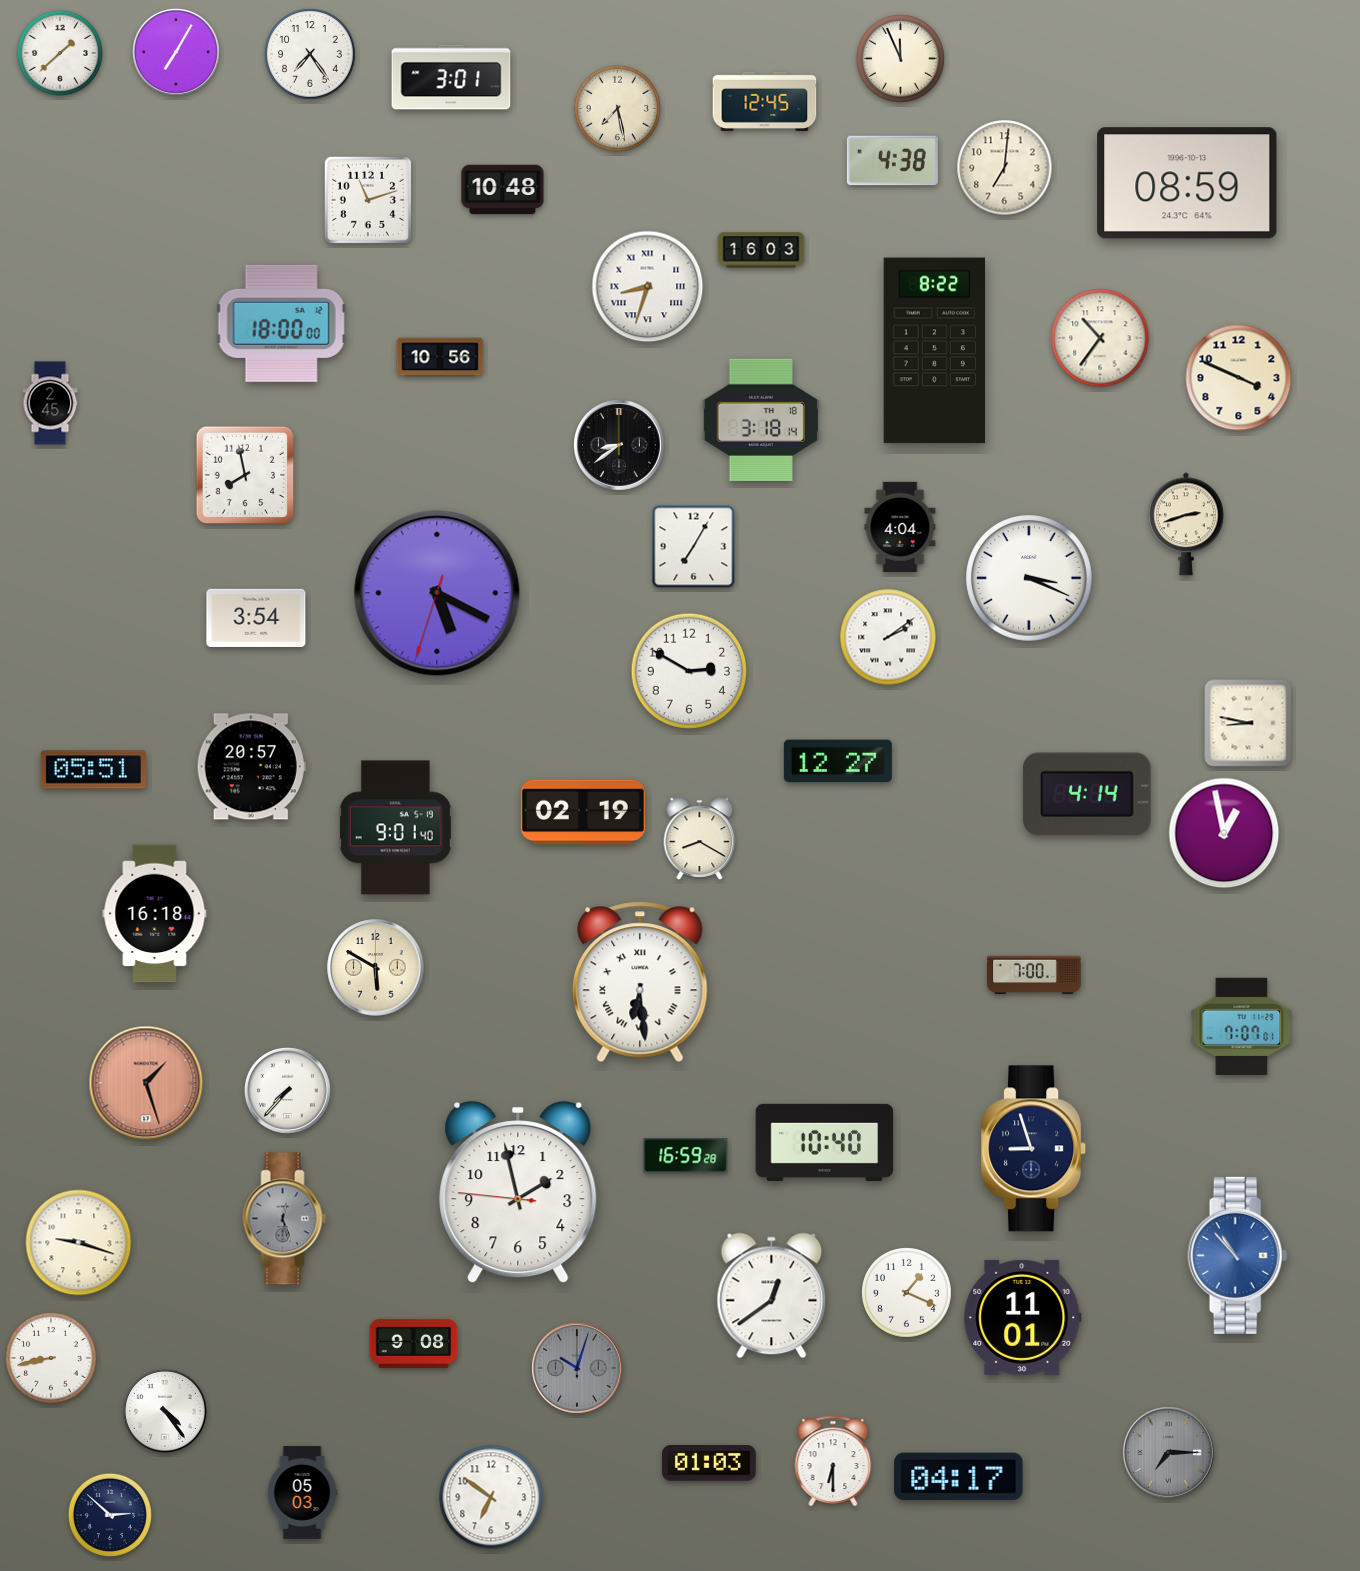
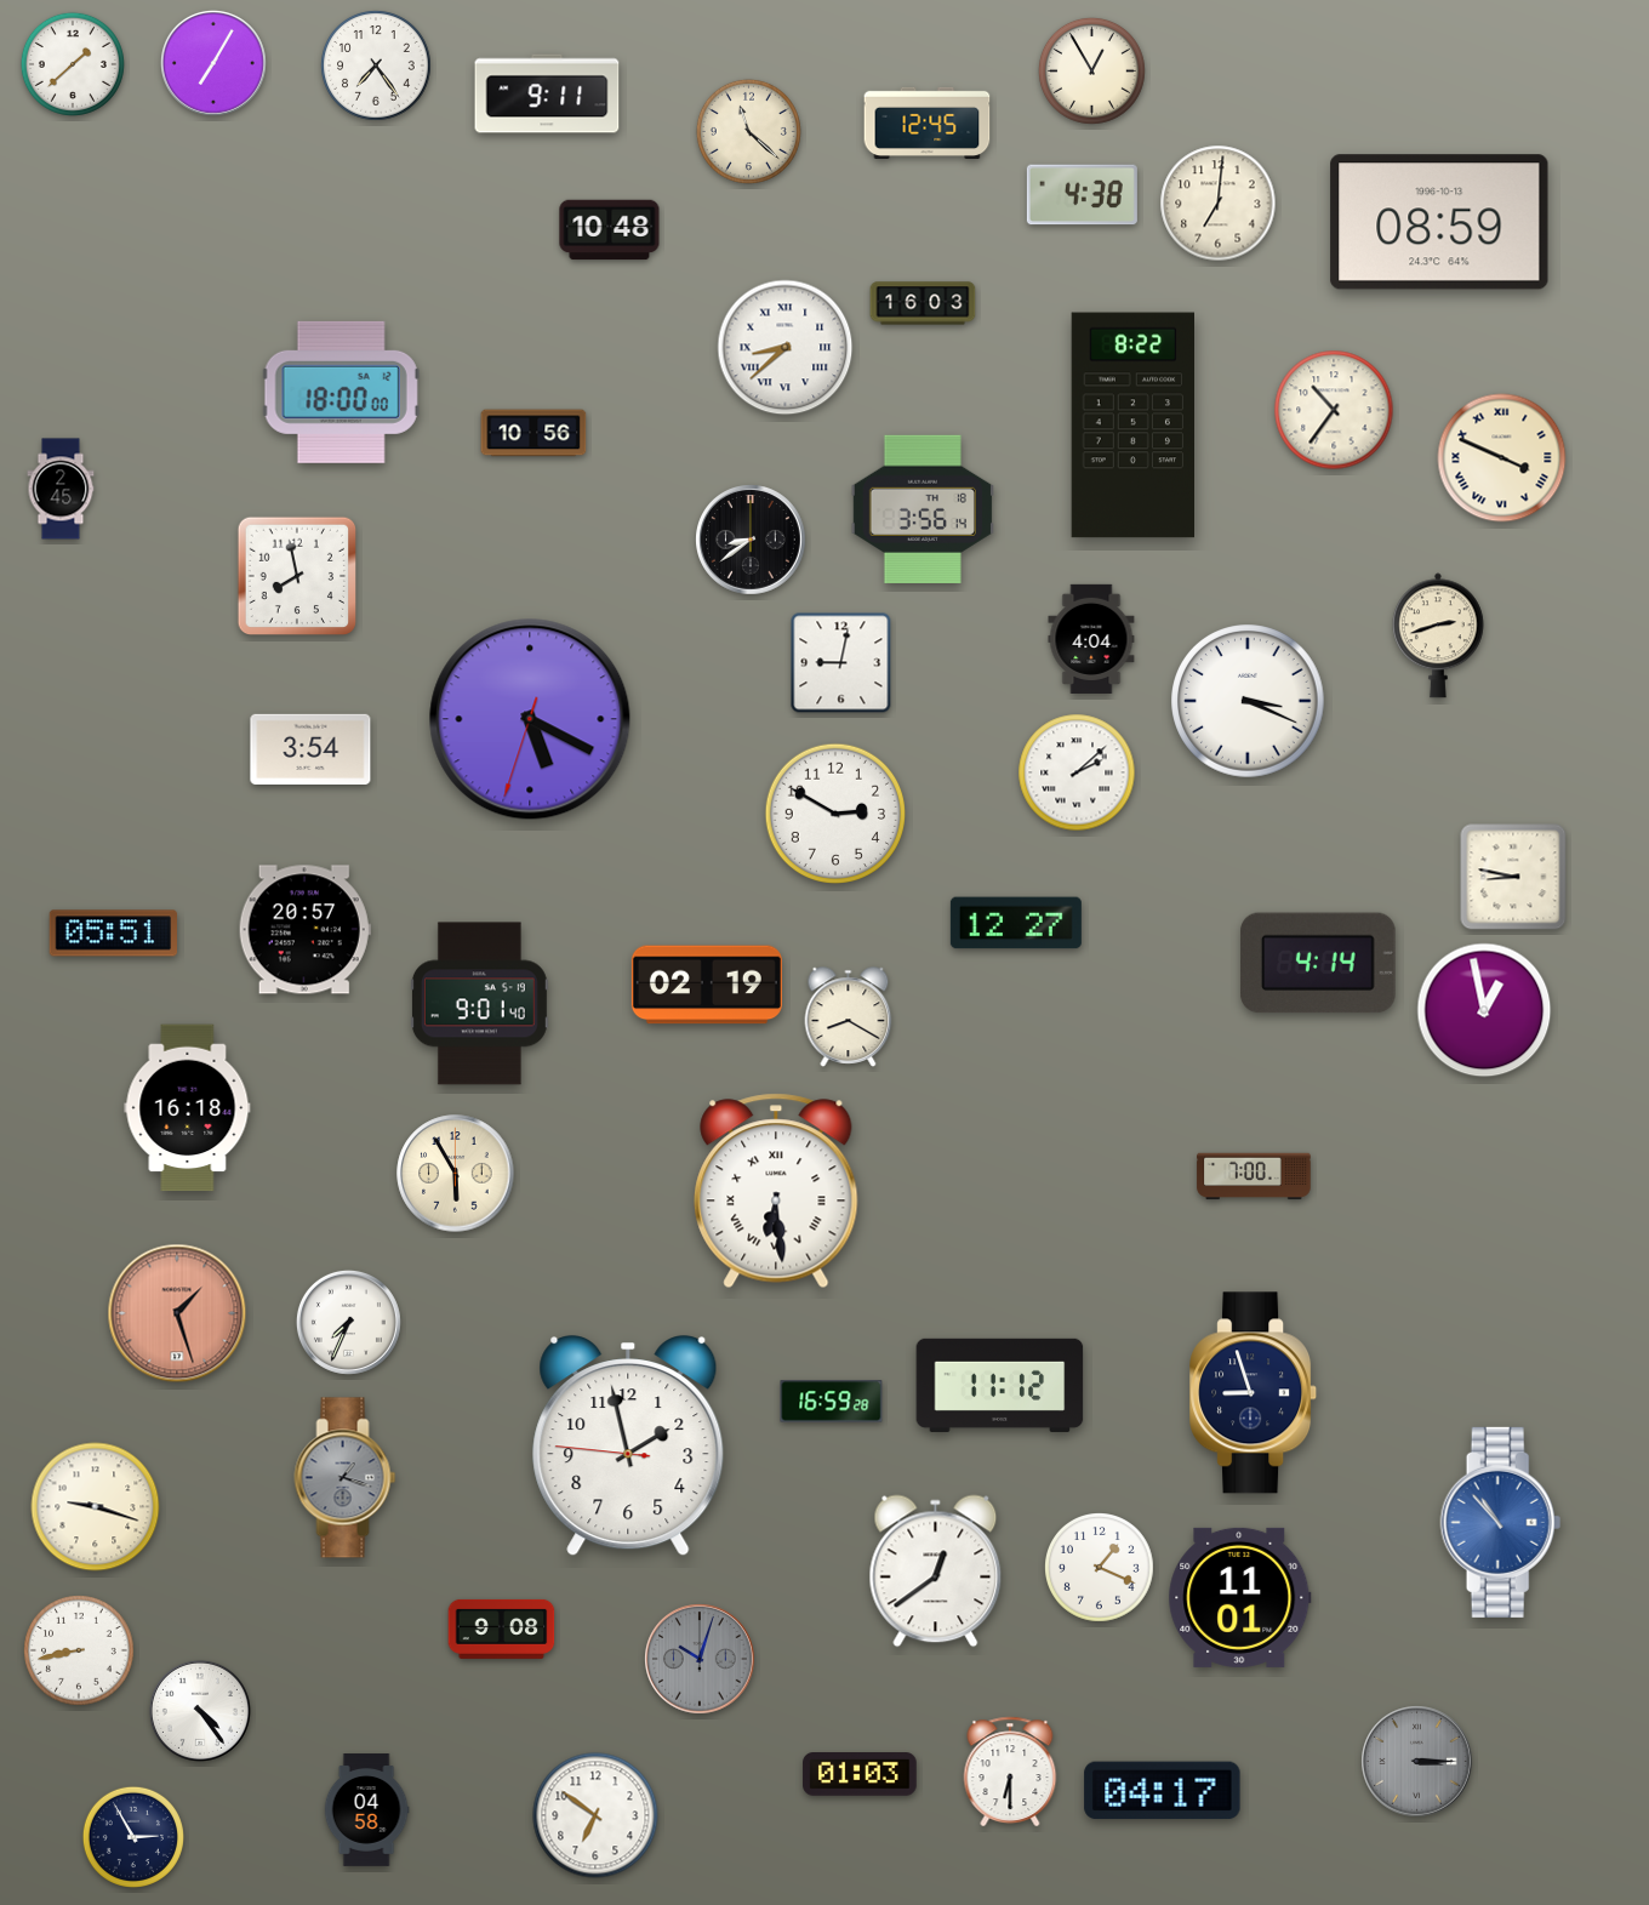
clock at (900, 58): 11:56 -> 12:55
clock at (451, 77): 3:01 -> 9:11
clock at (617, 108): 7:28 -> 11:22
clock at (368, 200): 11:12 -> none
clock at (648, 287): 8:33 -> 8:38
clock at (1239, 378) numerals: Arabic -> Roman
clock at (761, 419): 3:18 -> 3:56
clock at (694, 547): 7:05 -> 9:02
clock at (888, 637): 2:09 -> 2:08
clock at (376, 968): 5:50 -> 5:55
clock at (1034, 975) position: (1034, 975) -> (1254, 1176)
clock at (1242, 1026): 7:07 -> none
clock at (287, 1090): 7:37 -> 7:34
clock at (825, 1142): 10:40 -> 11:12
clock at (285, 1219): 12:27 -> 1:18
clock at (51, 1358) position: (51, 1358) -> (79, 1650)
clock at (1169, 1453): 7:15 -> 3:15
clock at (302, 1493): 05:03 -> 04:58
clock at (109, 1514): 2:52 -> 2:55
